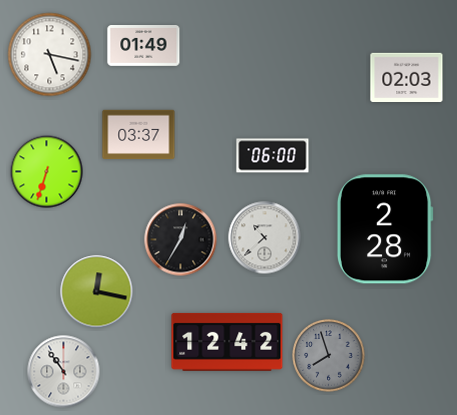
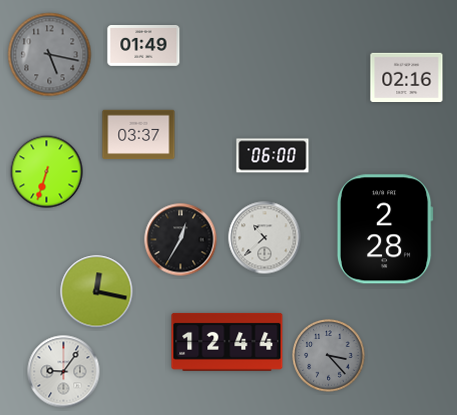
clock at (50, 55) dial: white -> grey
clock at (407, 77): 02:03 -> 02:16
clock at (227, 342): 12:42 -> 12:44
clock at (329, 356): 7:57 -> 3:23
clock at (64, 372): 10:54 -> 9:06
